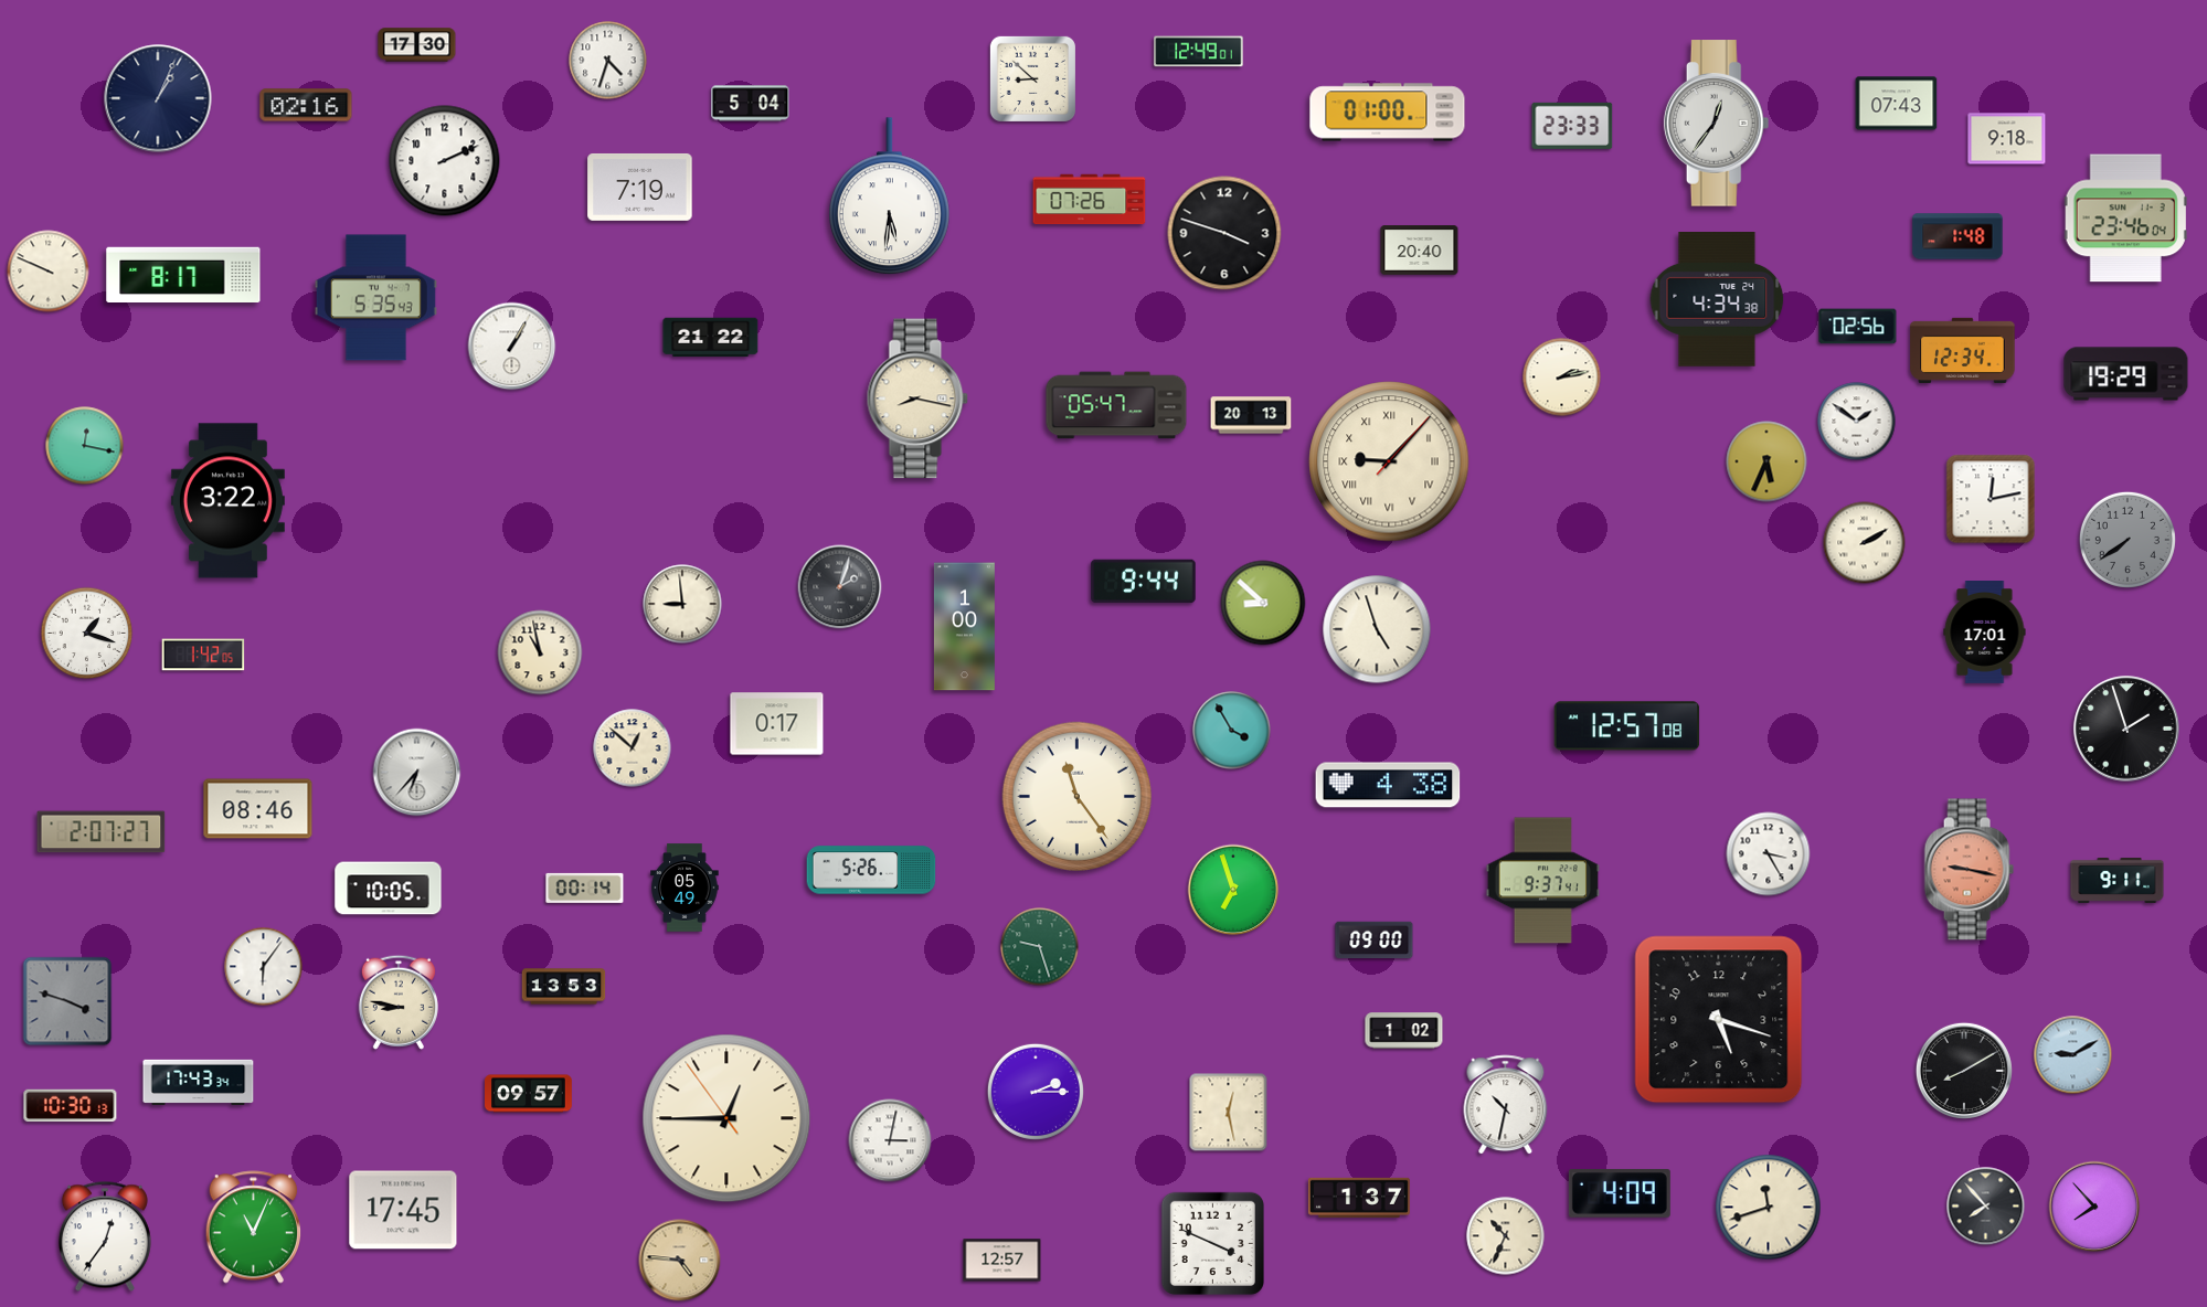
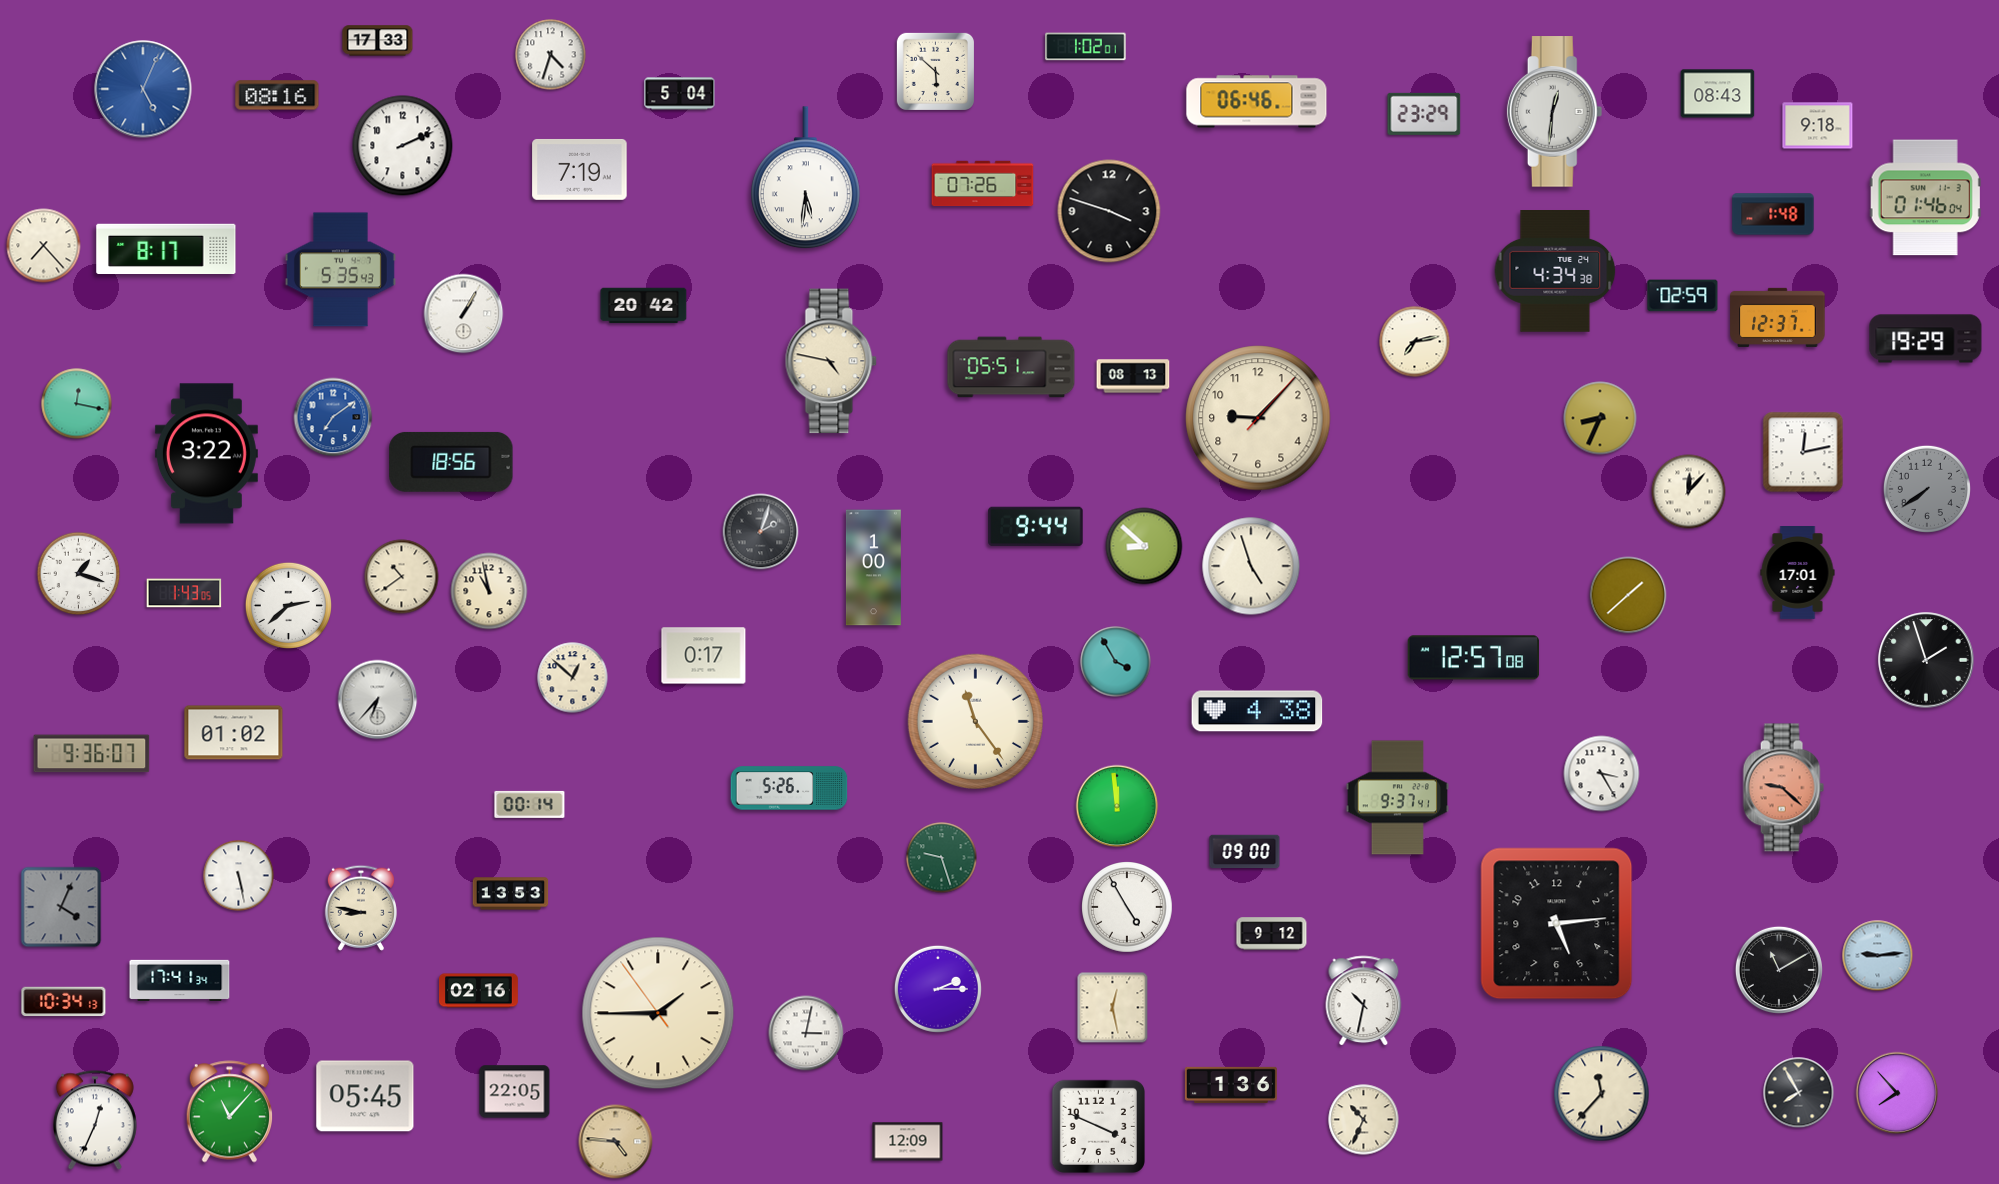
clock at (417, 45): 17:30 -> 17:33
clock at (1199, 52): 12:49 -> 1:02
clock at (1032, 78): 8:52 -> 5:52
clock at (158, 98): 1:04 -> 5:04
clock at (158, 98) dial: navy -> blue
clock at (1897, 104): 07:43 -> 08:43
clock at (306, 105): 02:16 -> 08:16
clock at (1388, 113): 01:00 -> 06:46
clock at (1717, 124): 12:36 -> 12:31
clock at (1572, 126): 23:33 -> 23:29
clock at (1090, 200) position: (1090, 200) -> (983, 184)
clock at (2125, 219): 23:46 -> 01:46
clock at (1420, 251): 20:40 -> none
clock at (49, 272): 9:49 -> 7:23
clock at (1858, 327): 02:56 -> 02:59
clock at (711, 338): 21:22 -> 20:42
clock at (1963, 350): 12:34 -> 12:37
clock at (1562, 378): 2:13 -> 7:13
clock at (917, 399): 8:17 -> 4:47
clock at (1116, 405): 05:47 -> 05:51
clock at (1251, 415): 20:13 -> 08:13
clock at (1857, 422): 1:51 -> none
clock at (333, 417): none -> 7:09
clock at (1389, 461) numerals: Roman -> Arabic
clock at (1766, 461): 5:34 -> 8:34
clock at (451, 462): none -> 18:56
clock at (1865, 543): 2:10 -> 12:07
clock at (682, 604): 8:59 -> none
clock at (1377, 629) position: (1377, 629) -> (1251, 566)
clock at (402, 577): none -> 10:39
clock at (203, 655): 1:42 -> 1:43
clock at (1628, 595): none -> 1:38
clock at (288, 605): none -> 2:38
clock at (258, 809): 08:46 -> 01:02
clock at (102, 832): 2:07 -> 9:36
clock at (1969, 870): 9:17 -> 9:22
clock at (2118, 880): 9:11 -> none
clock at (685, 888): 05:49 -> none
clock at (389, 889): 10:05 -> none
clock at (1233, 890): 6:57 -> 11:59
clock at (264, 967): 6:06 -> 5:28
clock at (67, 1001): 3:48 -> 4:04
clock at (1128, 908): none -> 4:55
clock at (1719, 1020): 5:18 -> 5:14
clock at (1404, 1031): 1:02 -> 9:12
clock at (2073, 1055): 9:10 -> 9:14
clock at (1964, 1071): 8:10 -> 11:10
clock at (199, 1082): 17:43 -> 17:41
clock at (529, 1094): 09:57 -> 02:16
clock at (71, 1106): 10:30 -> 10:34
clock at (726, 1118): 12:44 -> 1:44
clock at (1620, 1194): 4:09 -> none
clock at (1359, 1198): 1:37 -> 1:36
clock at (515, 1092): none -> 22:05
clock at (1986, 1207): 7:53 -> 7:55
clock at (1769, 1208): 11:42 -> 11:37
clock at (403, 1210): 17:45 -> 05:45
clock at (253, 1228): 11:04 -> 11:07
clock at (105, 1236): 12:36 -> 12:34
clock at (1002, 1261): 12:57 -> 12:09
